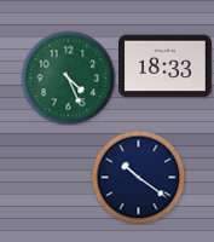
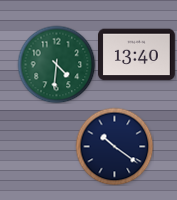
clock at (166, 67): 18:33 -> 13:40
clock at (68, 77): 4:26 -> 4:31
